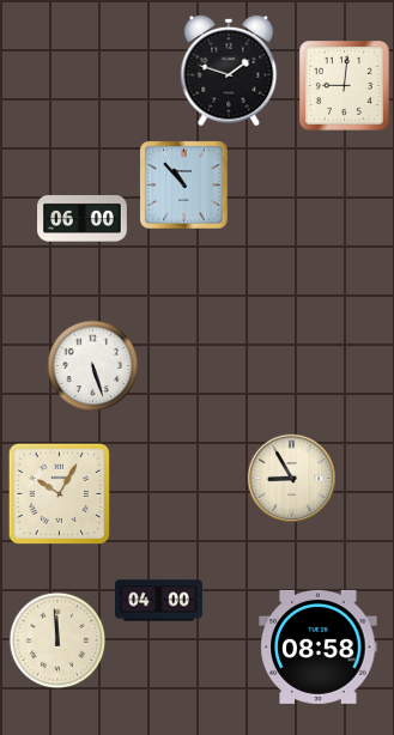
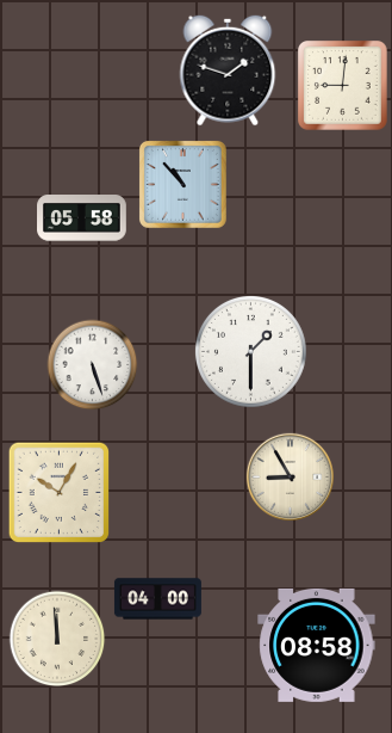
clock at (83, 219): 06:00 -> 05:58
clock at (250, 351): none -> 1:30
